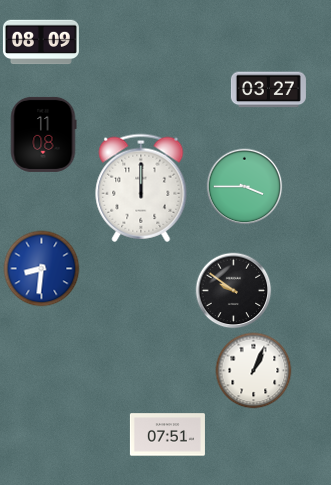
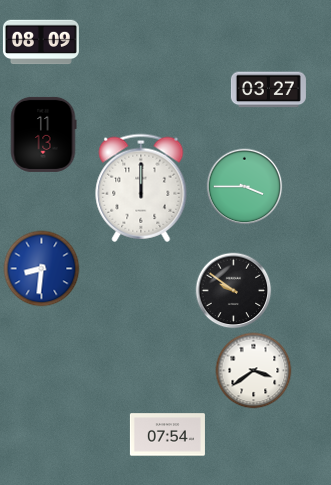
clock at (43, 134): 11:08 -> 11:13
clock at (254, 371): 1:04 -> 3:39
clock at (167, 435): 07:51 -> 07:54
